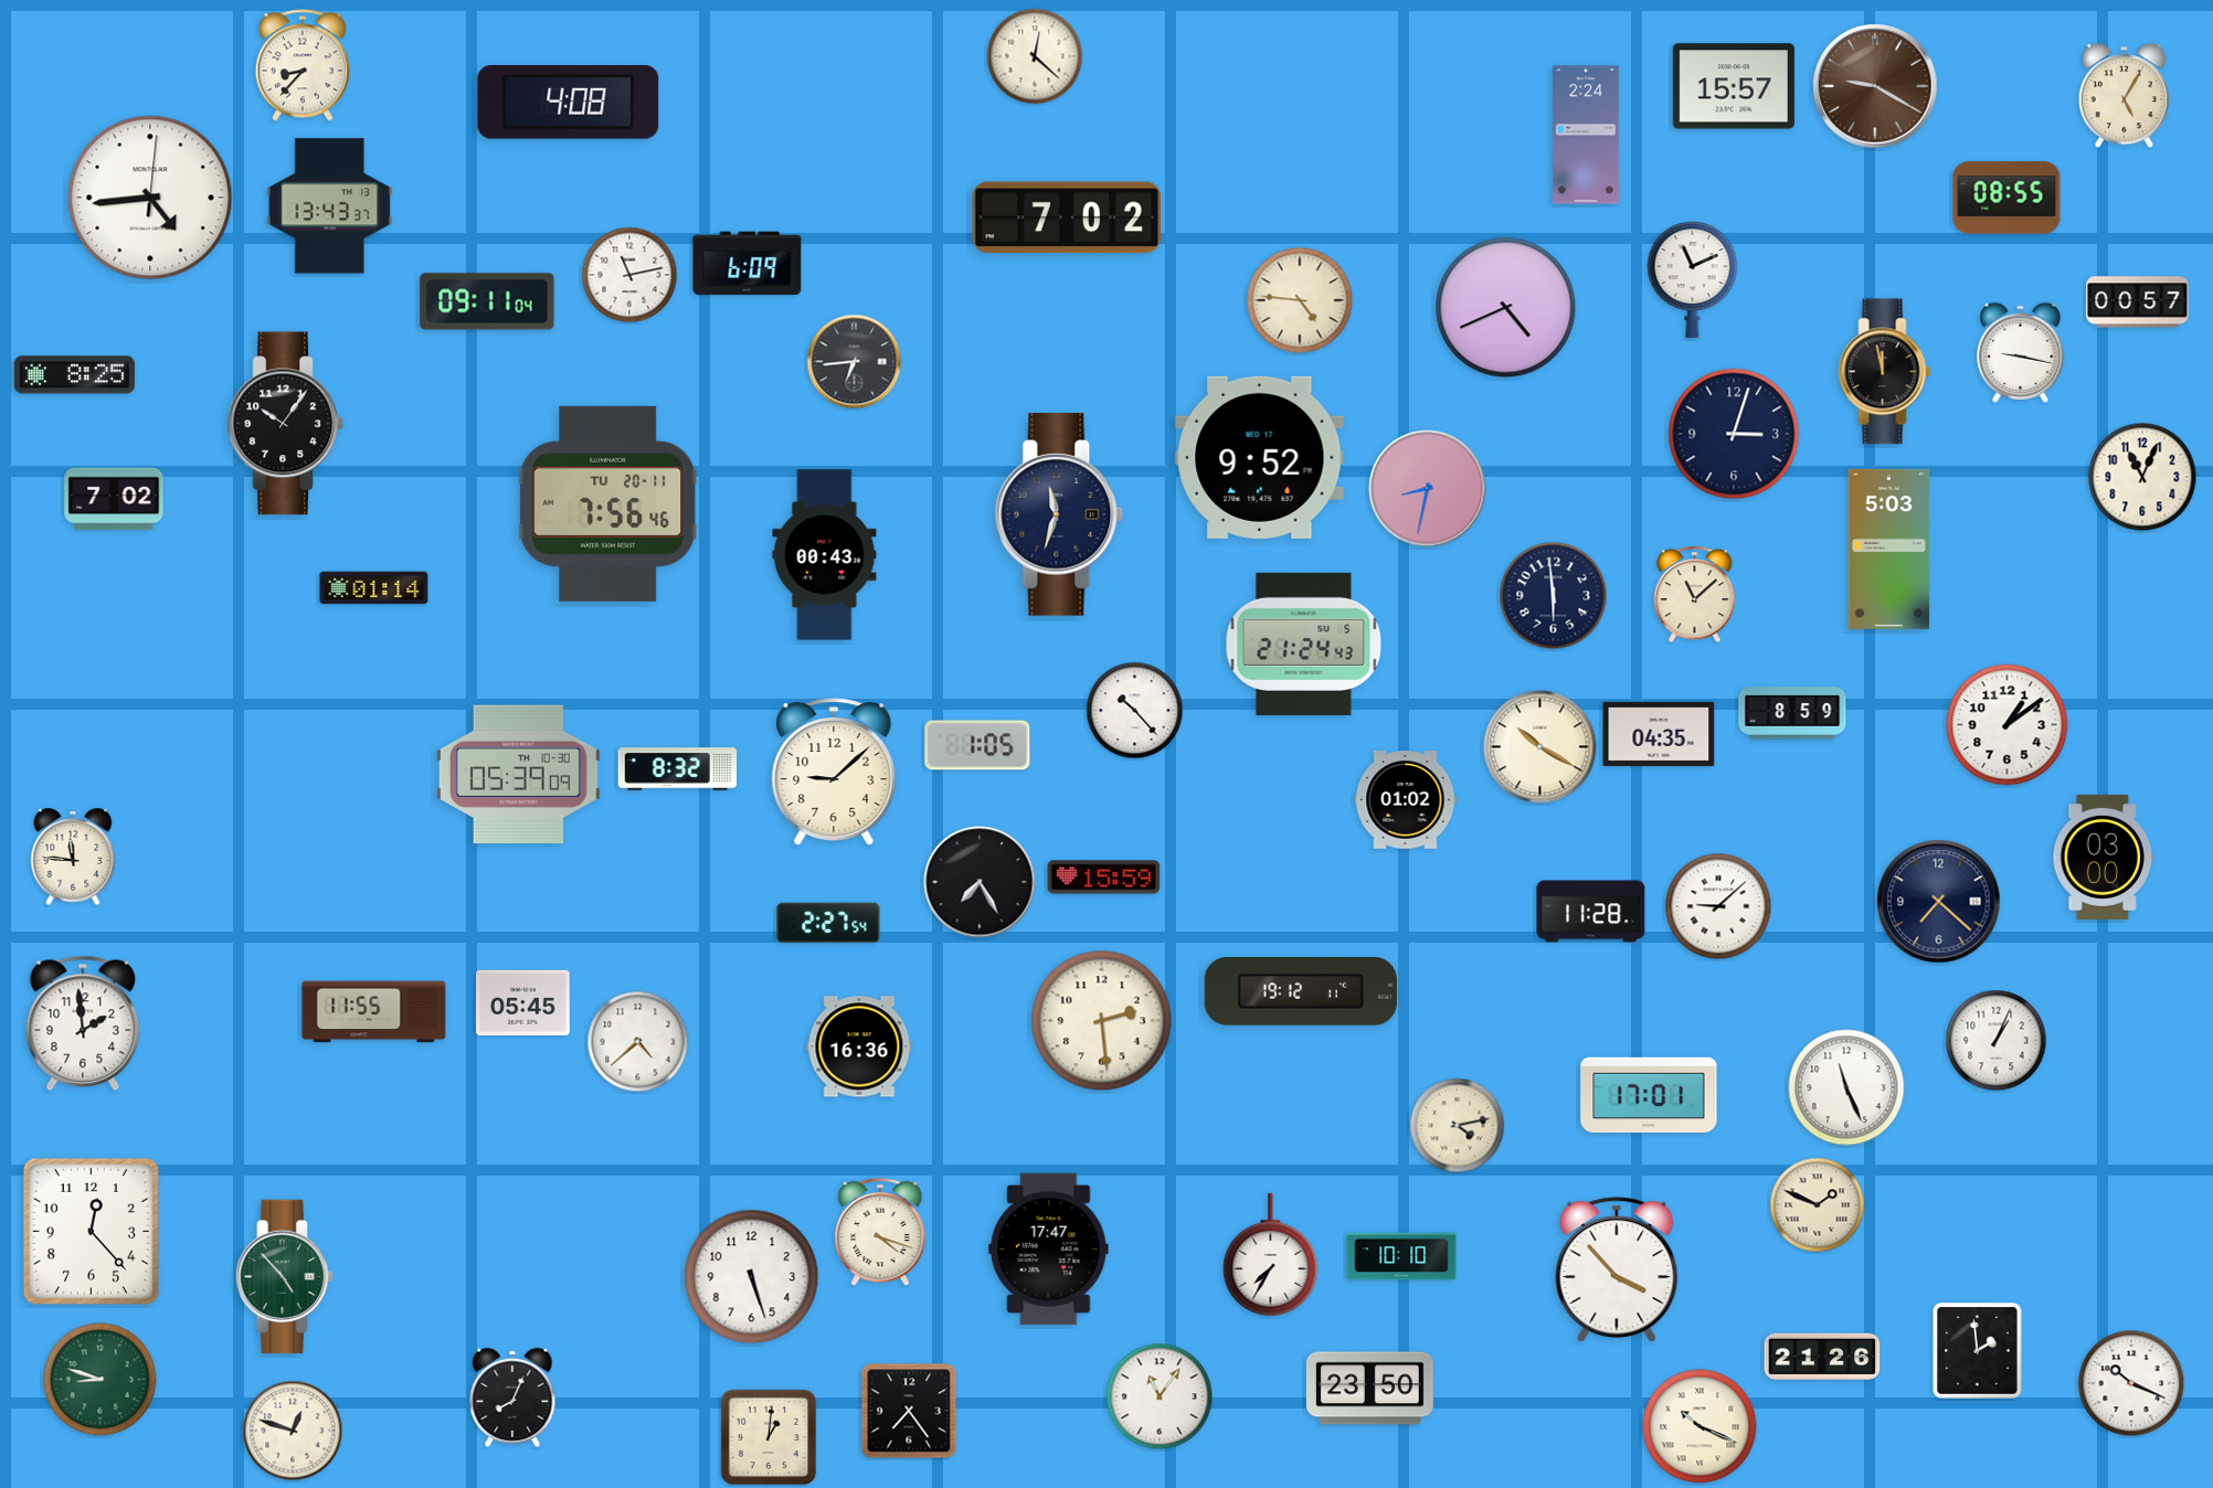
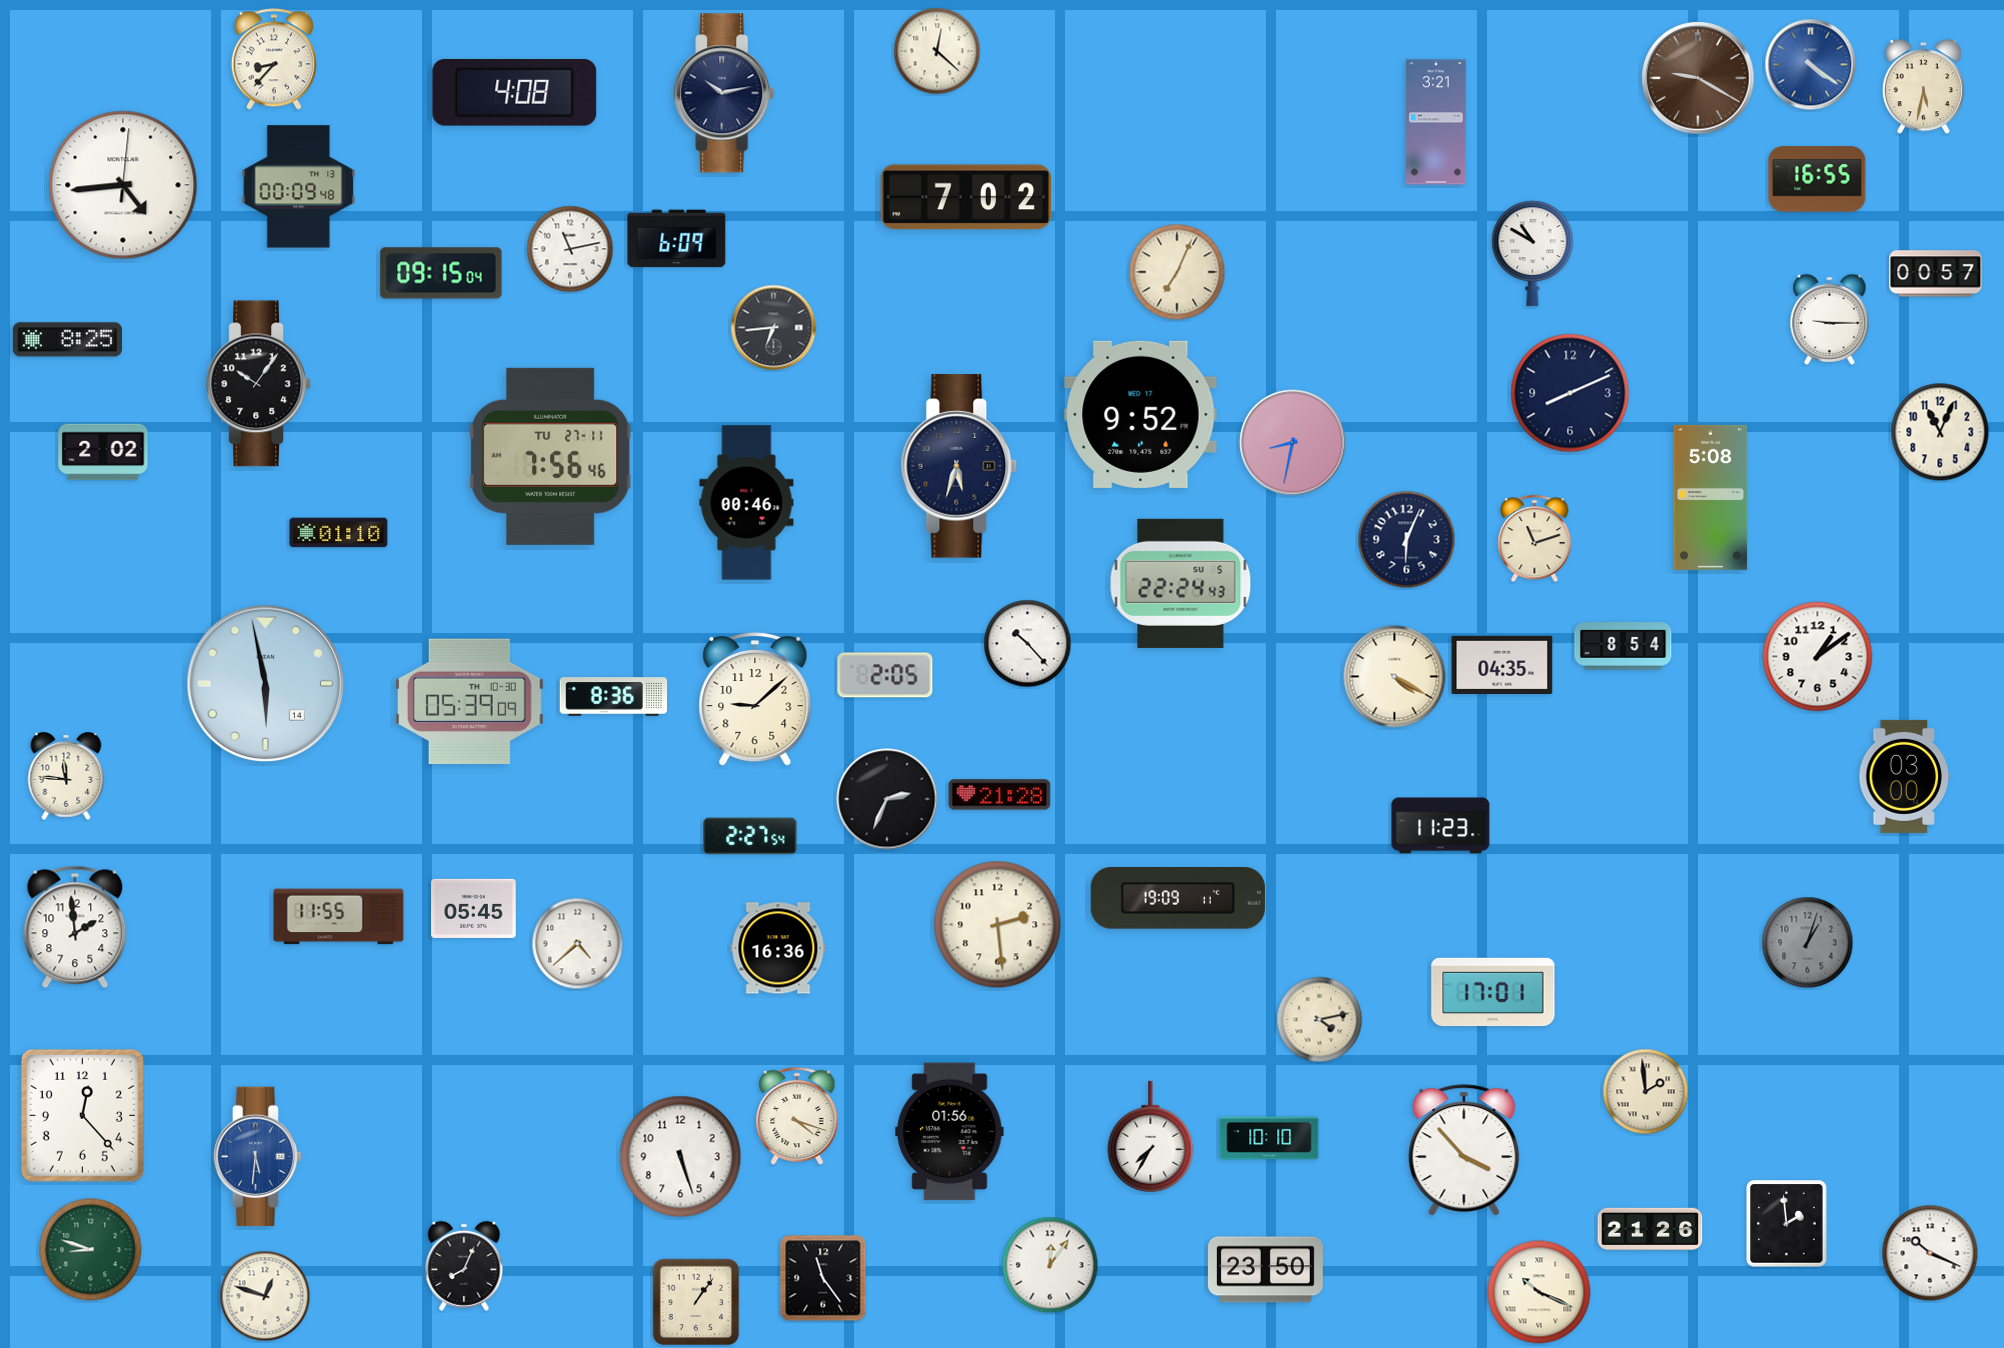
clock at (1811, 65): none -> 4:21
clock at (1734, 86): 15:57 -> none
clock at (2124, 96): 5:05 -> 5:32
clock at (724, 93): none -> 10:13
clock at (1587, 135): 2:24 -> 3:21
clock at (150, 198) position: (150, 198) -> (123, 185)
clock at (2006, 198): 08:55 -> 16:55
clock at (330, 206): 13:43 -> 00:09
clock at (1693, 280): 11:11 -> 10:50
clock at (1300, 300): 4:46 -> 7:04
clock at (487, 301): 09:11 -> 09:15
clock at (1506, 308): 4:41 -> none
clock at (2021, 352): 9:17 -> 9:15
clock at (1885, 372): 11:58 -> none
clock at (1734, 434): 3:03 -> 8:11
clock at (114, 499): 7:02 -> 2:02
clock at (608, 503) date: TU 20-11 -> TU 27-11
clock at (1059, 514): 11:33 -> 5:33
clock at (1889, 549): 5:03 -> 5:08
clock at (825, 555): 00:43 -> 00:46
clock at (374, 588): 01:14 -> 01:10
clock at (1695, 595): 11:08 -> 11:12
clock at (1554, 596): 5:59 -> 6:04
clock at (1304, 644): 21:24 -> 22:24
clock at (1792, 713): 8:59 -> 8:54
clock at (977, 745): 1:05 -> 2:05
clock at (1540, 747): 10:20 -> 4:20
clock at (266, 684): none -> 5:58
clock at (678, 769): 8:32 -> 8:36
clock at (1406, 800): 01:02 -> none
clock at (1104, 878): 15:59 -> 21:28
clock at (980, 882): 7:25 -> 2:34
clock at (1939, 902): 7:22 -> none
clock at (1718, 906): 9:08 -> none
clock at (1591, 912): 11:28 -> 11:23
clock at (1301, 992): 19:12 -> 19:09
clock at (1997, 1041): 1:04 -> 1:03
clock at (1997, 1041) dial: white -> grey
clock at (1846, 1087): 11:26 -> none
clock at (1818, 1205): 1:49 -> 1:59
clock at (1049, 1250): 17:47 -> 01:56
clock at (285, 1277): 4:53 -> 5:31
clock at (285, 1277) dial: green -> blue
clock at (1978, 1351) position: (1978, 1351) -> (1787, 1224)
clock at (1369, 1389) position: (1369, 1389) -> (1265, 1270)
clock at (1160, 1396): 11:06 -> 12:06
clock at (909, 1411): 7:24 -> 11:24
clock at (769, 1437): 1:01 -> 1:06
